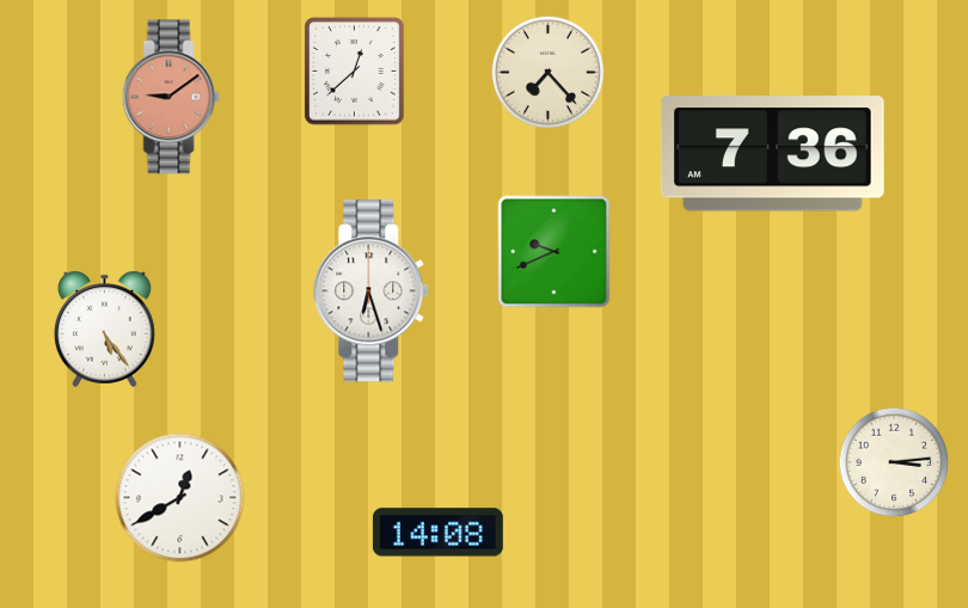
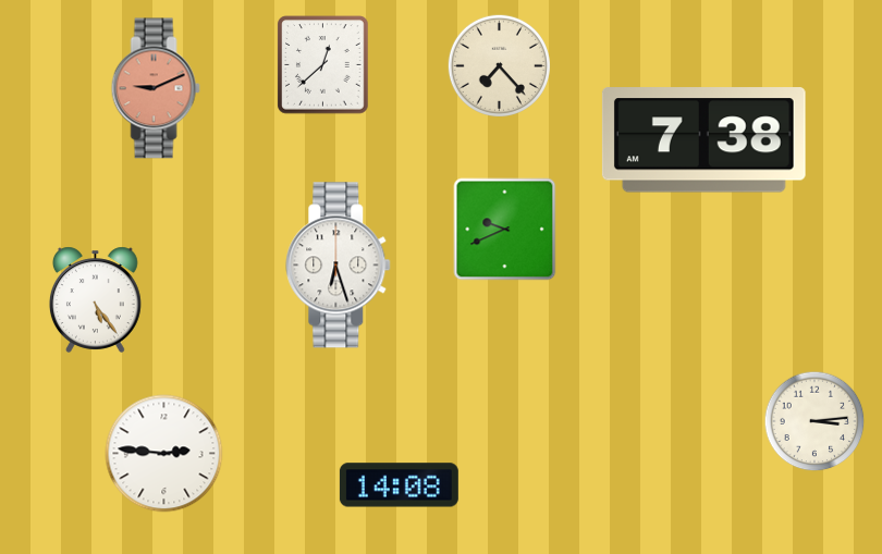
clock at (171, 97): 9:09 -> 9:11
clock at (772, 154): 7:36 -> 7:38
clock at (180, 498): 12:40 -> 2:46
